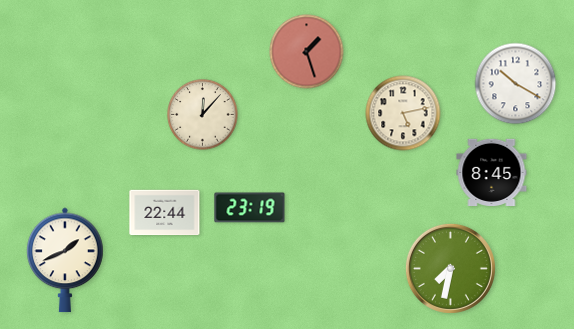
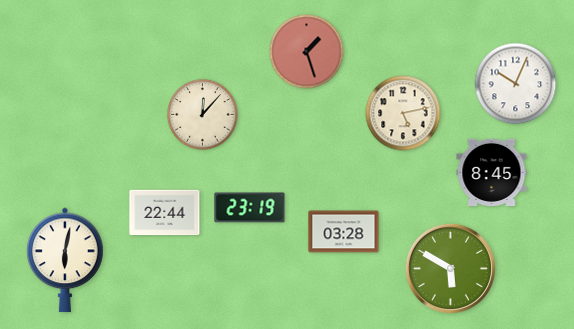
clock at (516, 84): 10:20 -> 10:04
clock at (344, 232): none -> 03:28
clock at (65, 260): 1:41 -> 6:02
clock at (450, 268): 7:32 -> 5:50
